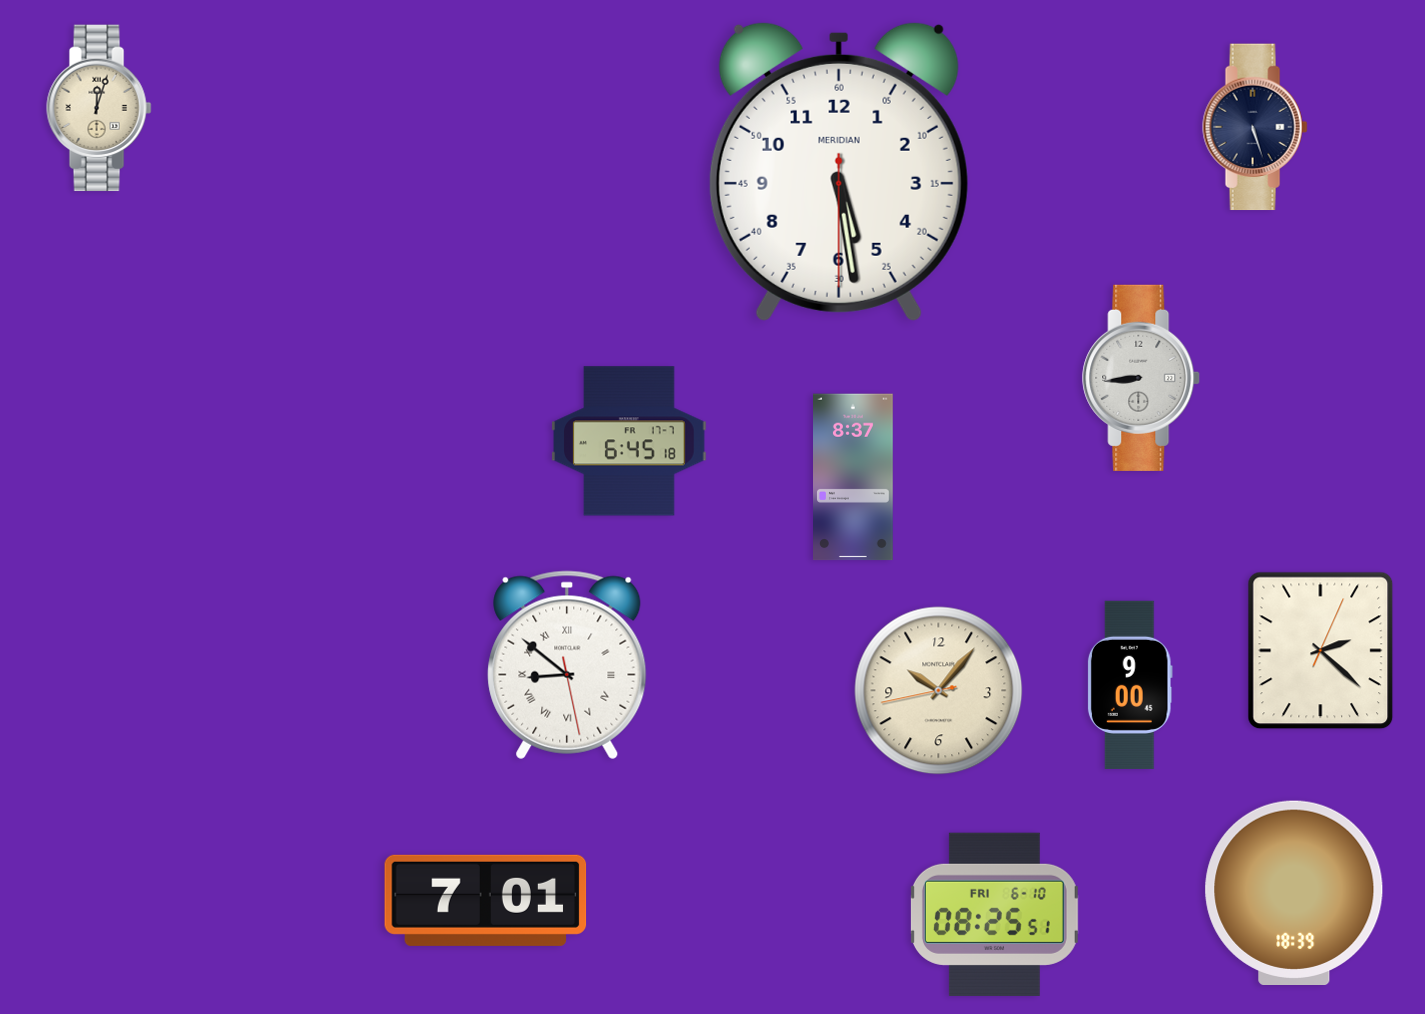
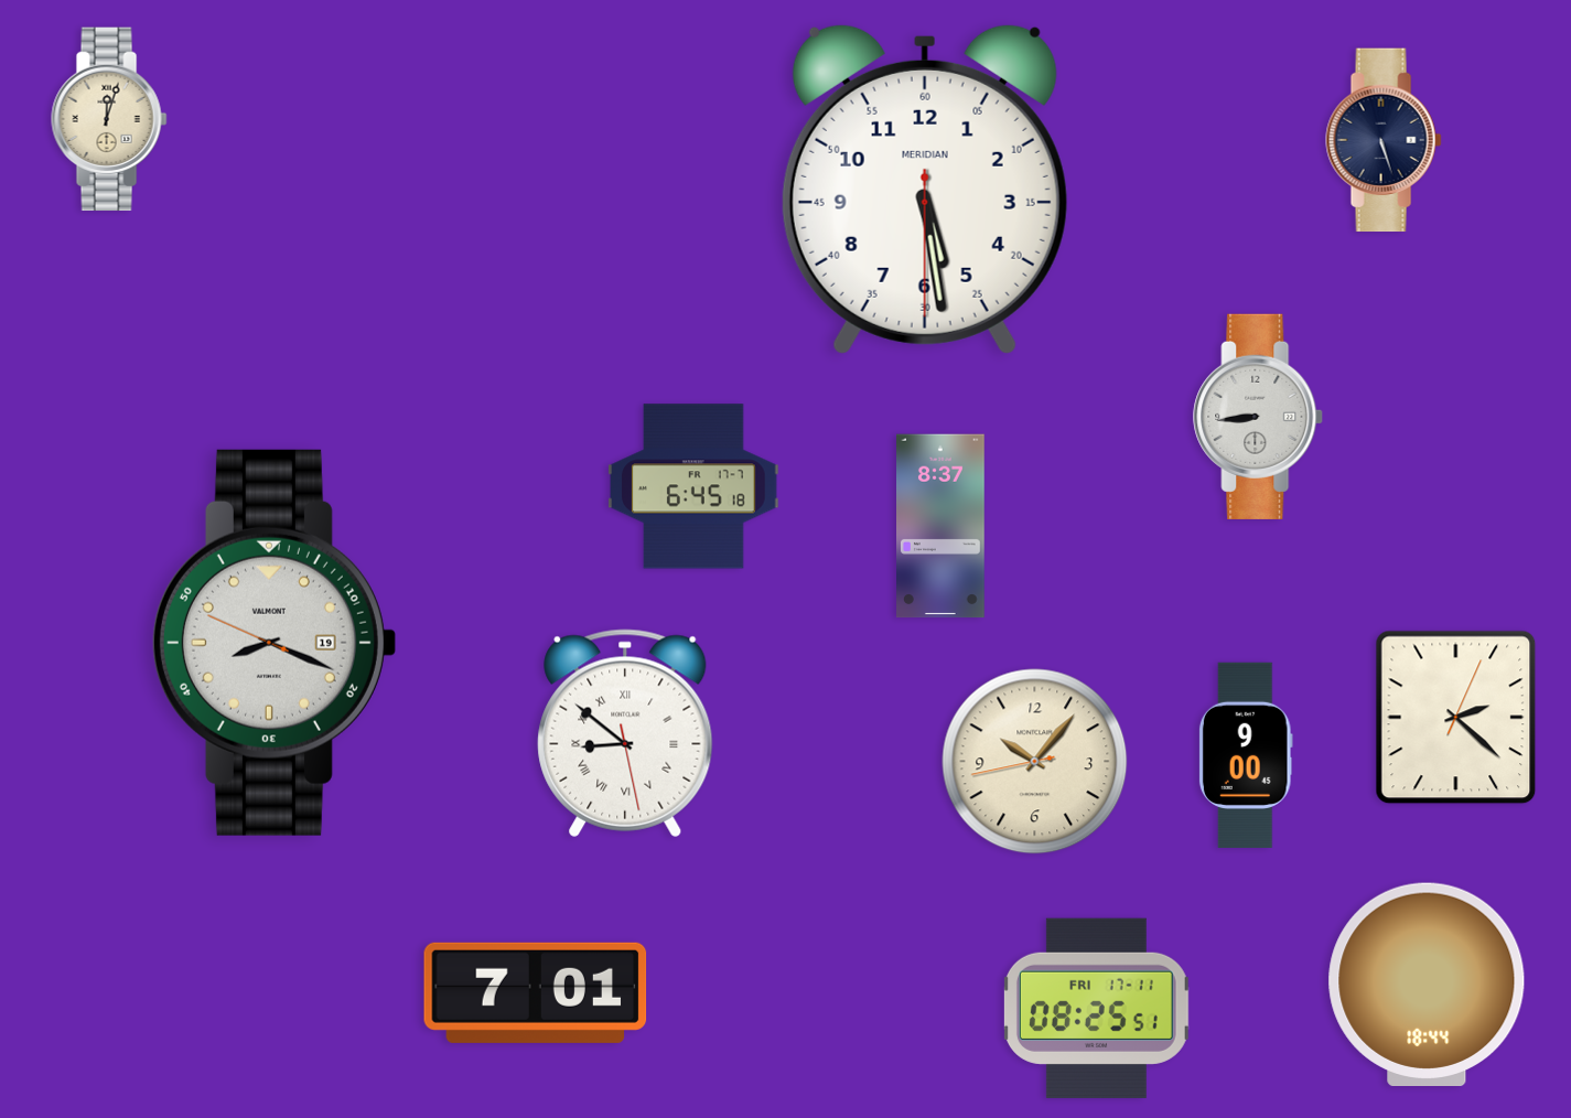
clock at (273, 643): none -> 8:18
clock at (1294, 892): 18:39 -> 18:44
clock at (994, 914) date: FRI 6-10 -> FRI 17-11
